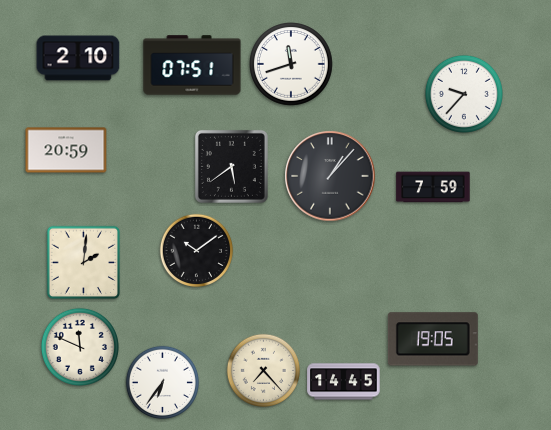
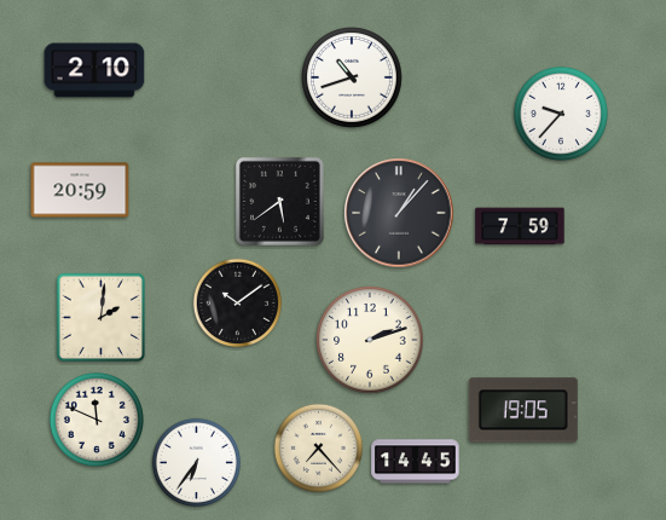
clock at (192, 65): 07:51 -> none
clock at (292, 65): 11:42 -> 10:42
clock at (66, 150) position: (66, 150) -> (80, 190)
clock at (433, 187) position: (433, 187) -> (520, 226)
clock at (370, 340): none -> 2:12
